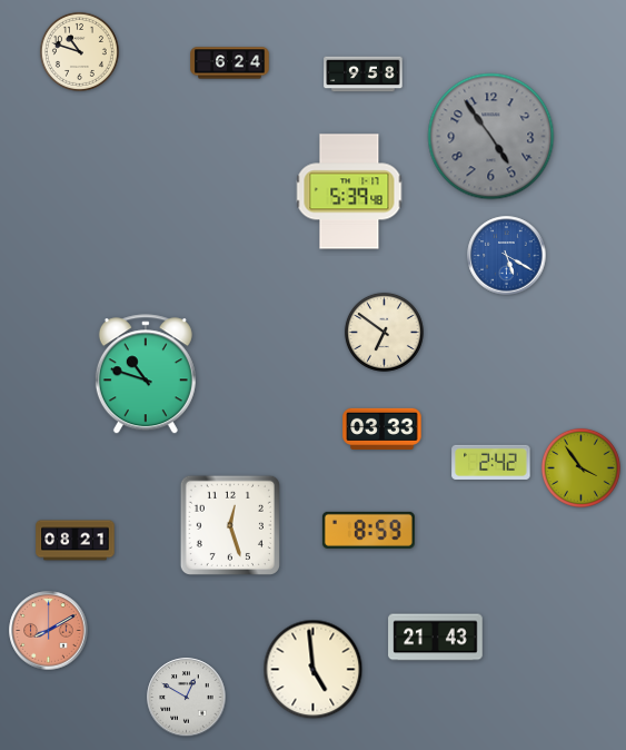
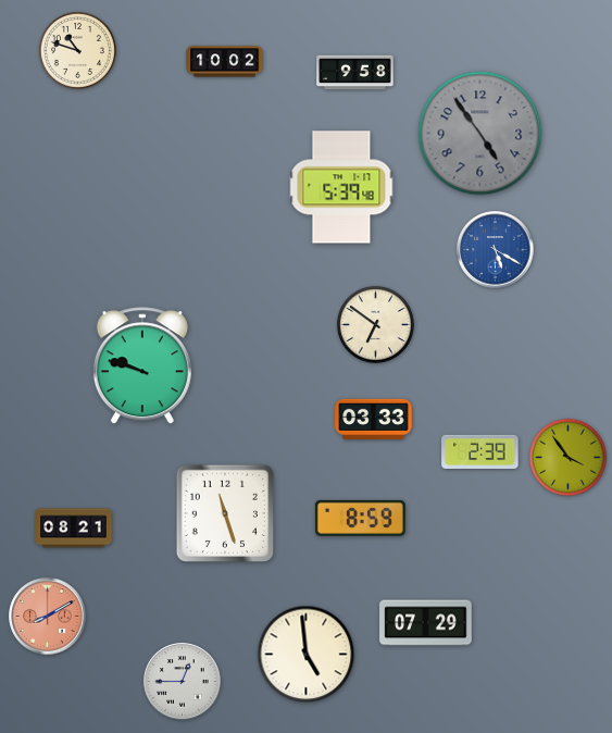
clock at (230, 63): 6:24 -> 10:02
clock at (146, 375): 10:48 -> 9:48
clock at (491, 462): 2:42 -> 2:39
clock at (230, 525): 12:27 -> 11:27
clock at (436, 638): 21:43 -> 07:29
clock at (187, 698): 12:50 -> 12:45
